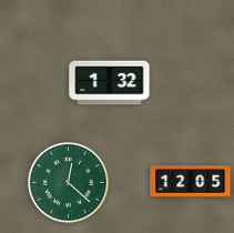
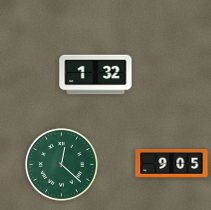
clock at (110, 83) position: (110, 83) -> (96, 75)
clock at (191, 182): 12:05 -> 9:05
